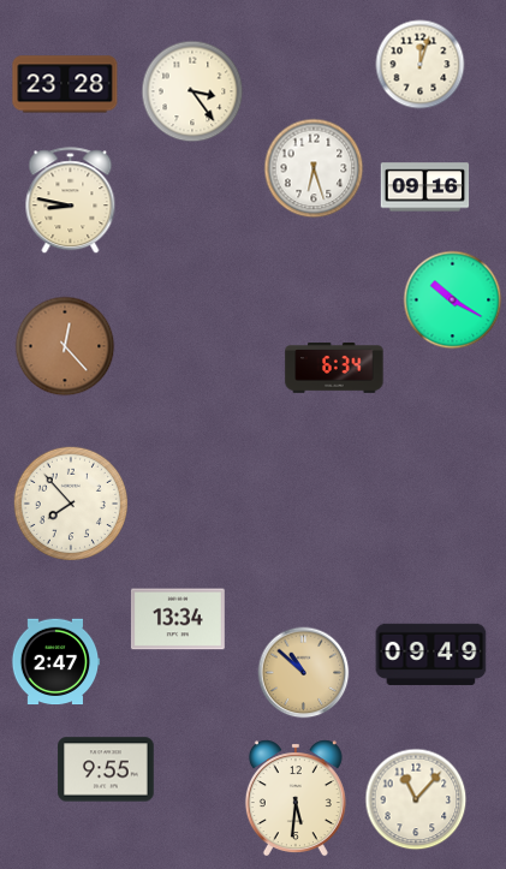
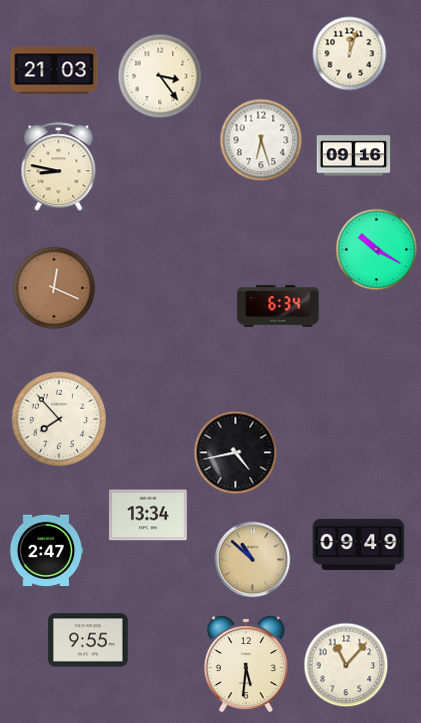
clock at (65, 84): 23:28 -> 21:03
clock at (65, 346): 12:23 -> 12:19
clock at (236, 453): none -> 4:43
